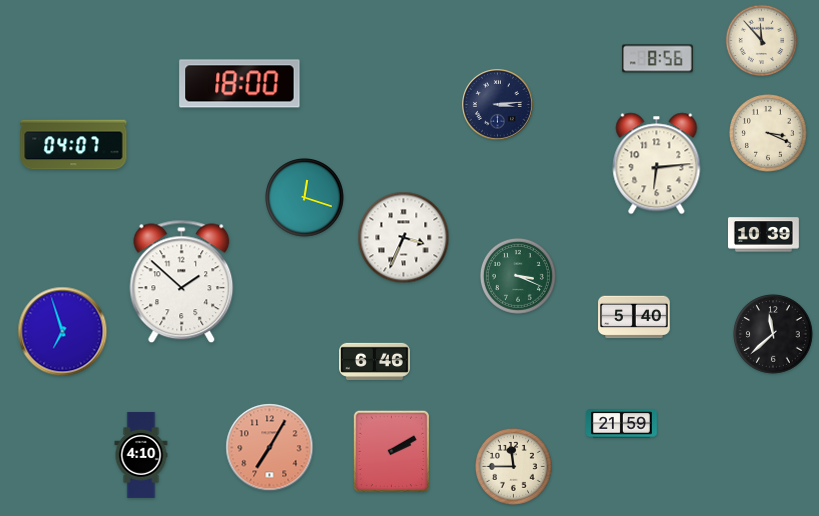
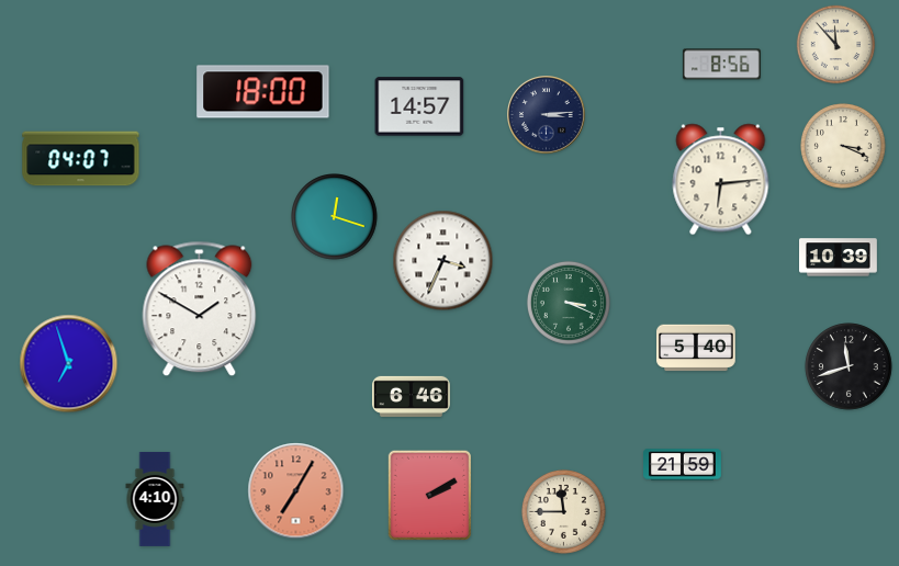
clock at (419, 106): none -> 14:57
clock at (182, 282): 1:52 -> 1:50
clock at (773, 334): 11:38 -> 11:42
